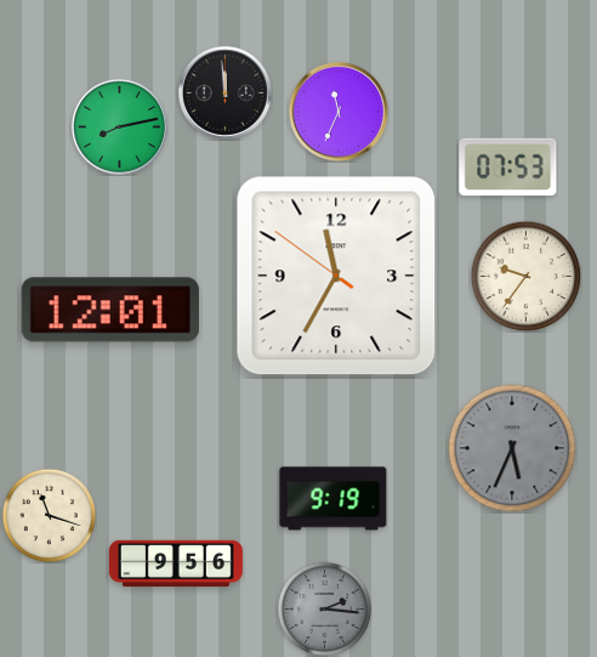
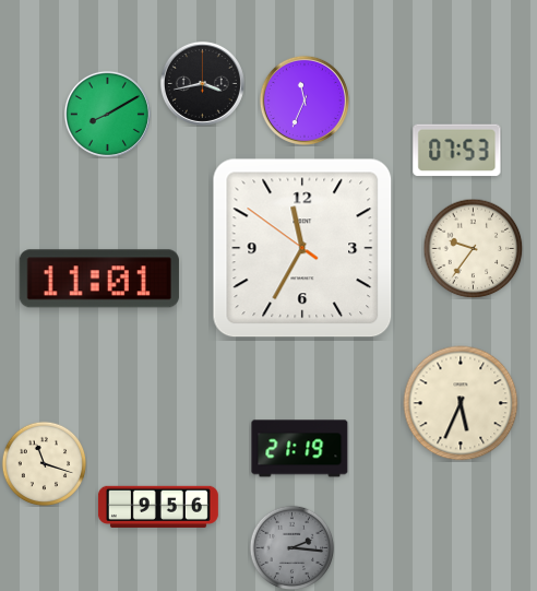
clock at (224, 92): 11:59 -> 3:43
clock at (119, 126): 8:13 -> 8:10
clock at (110, 310): 12:01 -> 11:01
clock at (512, 448) dial: grey -> cream
clock at (334, 499): 9:19 -> 21:19
